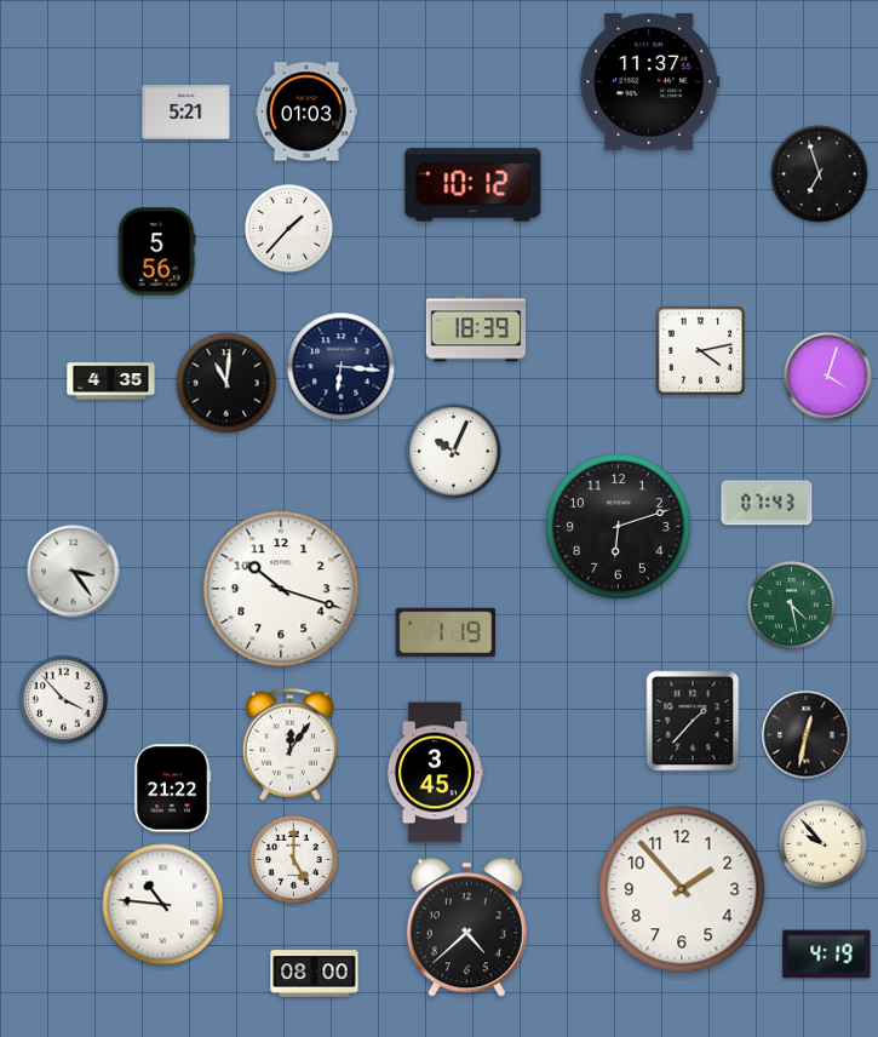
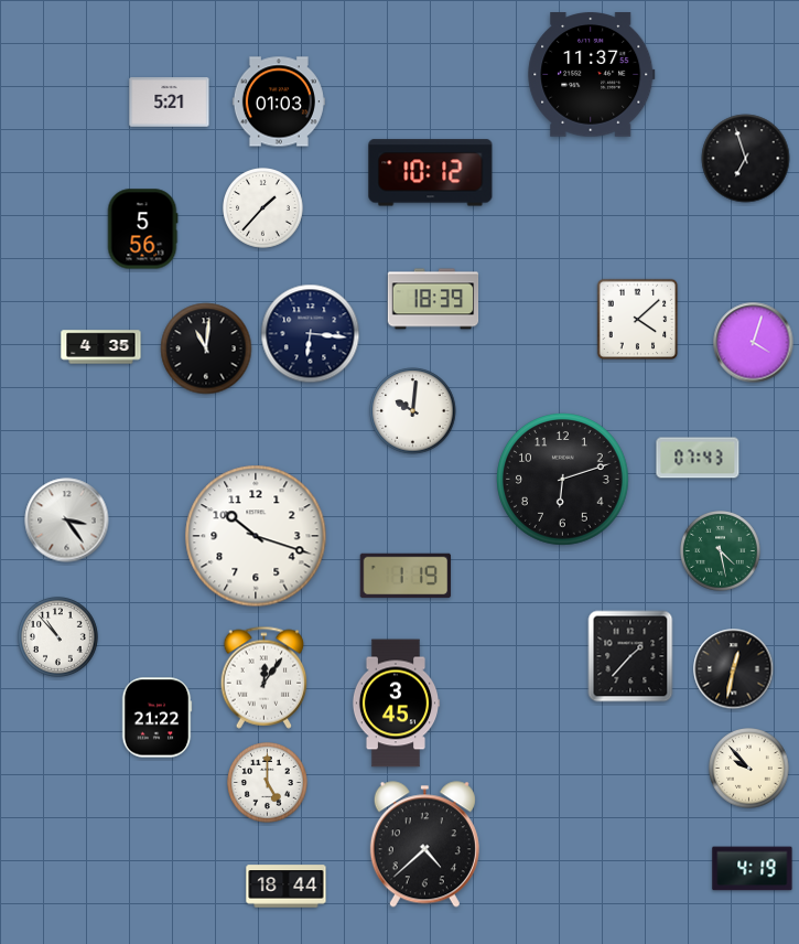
clock at (474, 185) position: (474, 185) -> (431, 173)
clock at (701, 351): 4:13 -> 4:08
clock at (454, 452): 10:04 -> 10:01
clock at (64, 700): 3:53 -> 10:53
clock at (682, 889): 1:53 -> none
clock at (163, 905): 10:46 -> none
clock at (315, 974): 08:00 -> 18:44
